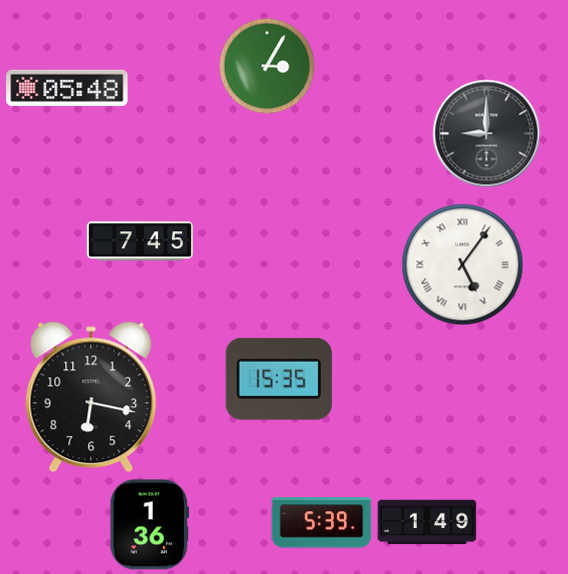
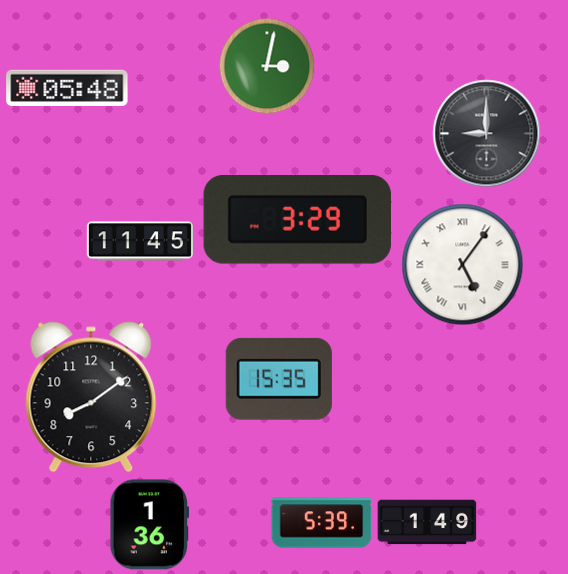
clock at (267, 66): 3:05 -> 3:02
clock at (297, 219): none -> 3:29
clock at (140, 241): 7:45 -> 11:45
clock at (91, 397): 6:17 -> 8:09
